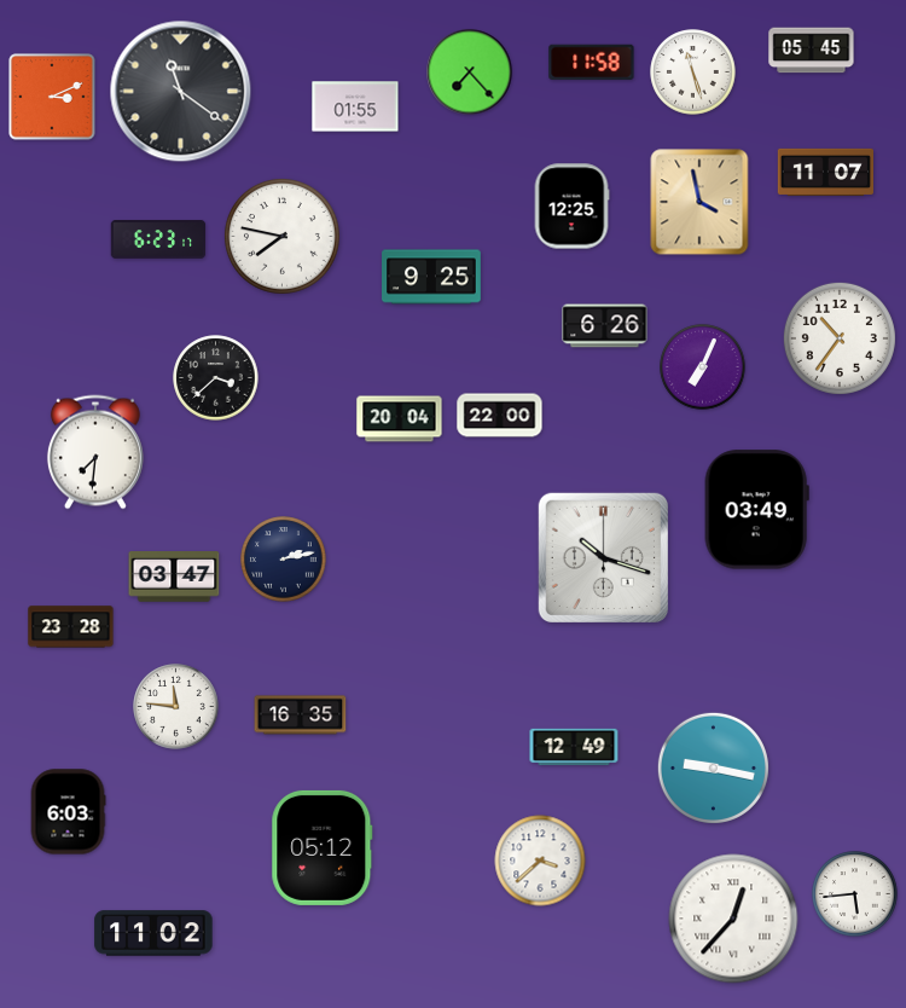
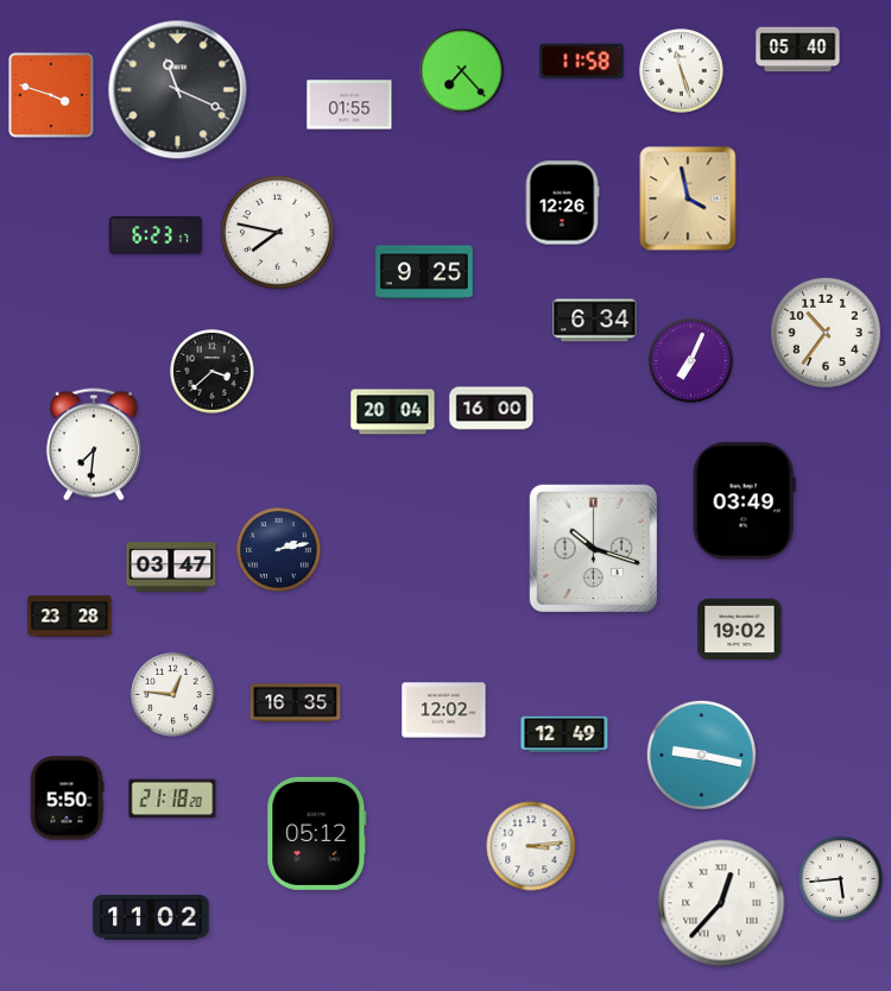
clock at (812, 51): 05:45 -> 05:40
clock at (181, 92): 11:21 -> 11:19
clock at (52, 97): 3:11 -> 3:48
clock at (825, 172): 11:07 -> none
clock at (571, 207): 12:25 -> 12:26
clock at (605, 326): 6:26 -> 6:34
clock at (500, 416): 22:00 -> 16:00
clock at (740, 630): none -> 19:02
clock at (176, 707): 11:46 -> 12:46
clock at (444, 711): none -> 12:02
clock at (68, 812): 6:03 -> 5:50
clock at (172, 799): none -> 21:18
clock at (540, 861): 3:38 -> 3:14
